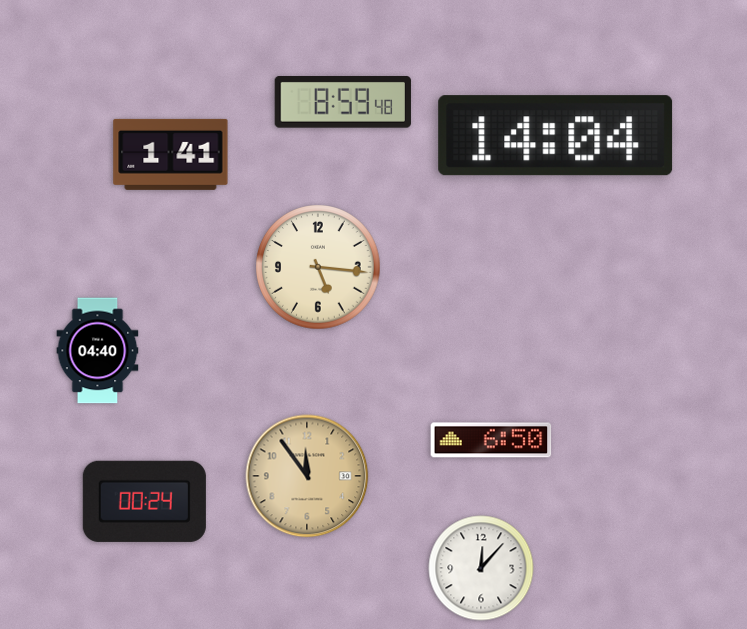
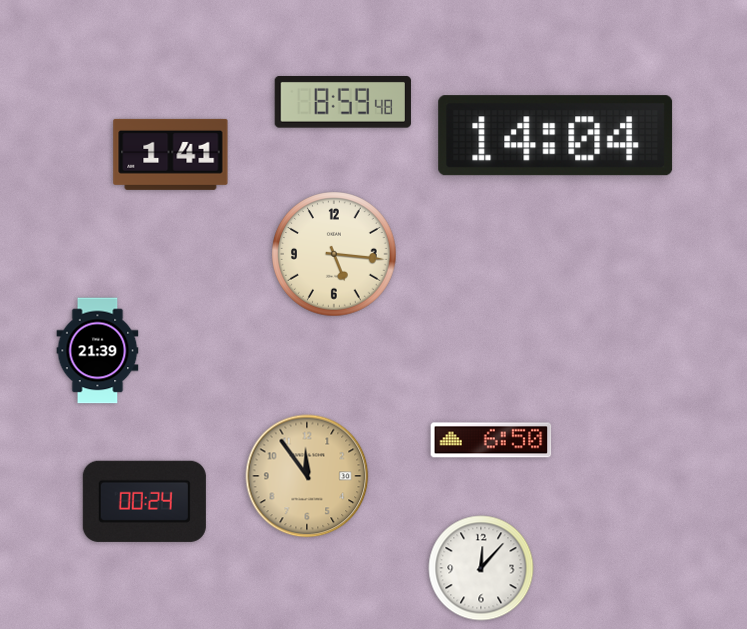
clock at (318, 267) position: (318, 267) -> (334, 254)
clock at (98, 351): 04:40 -> 21:39
